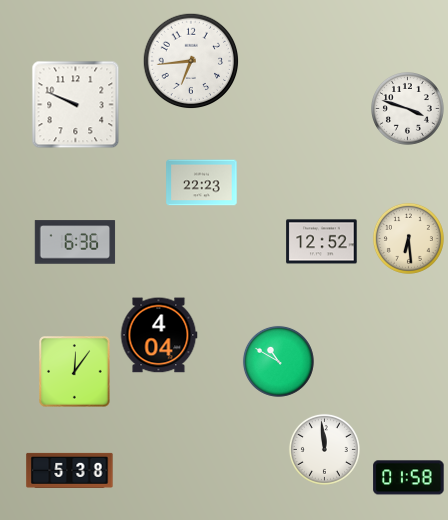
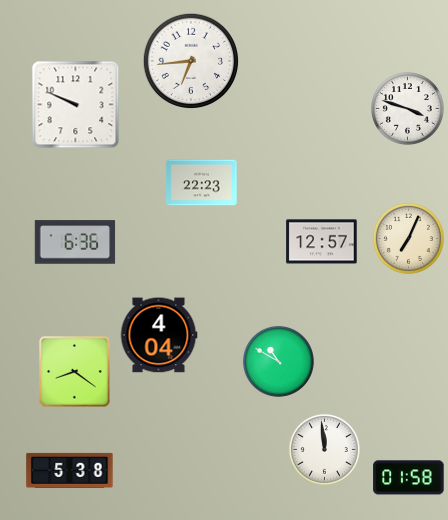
clock at (408, 238): 6:29 -> 7:04
clock at (322, 242): 12:52 -> 12:57
clock at (75, 372): 12:06 -> 8:21
